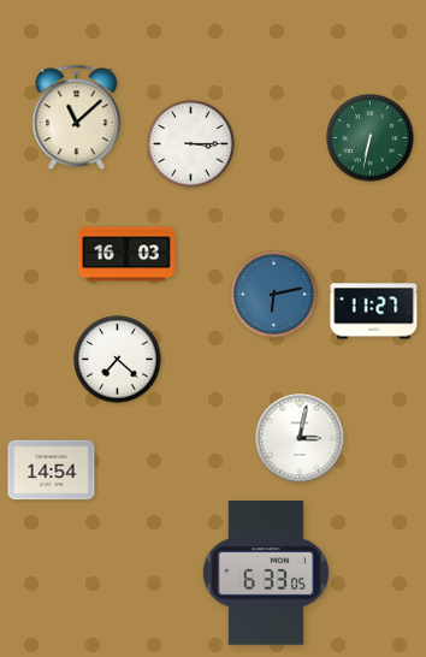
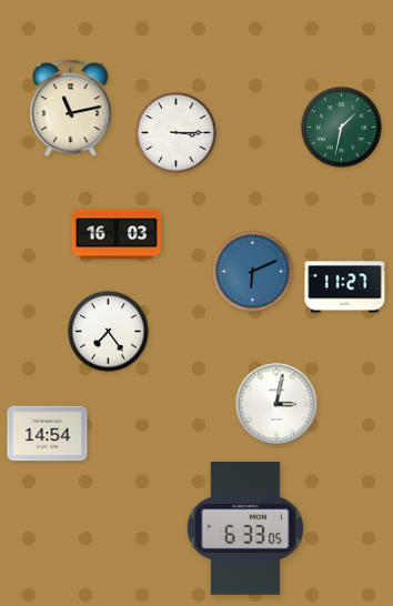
clock at (77, 118): 11:08 -> 11:13
clock at (371, 138): 6:32 -> 1:32
clock at (274, 295): 6:13 -> 6:11
clock at (118, 360): 7:22 -> 7:24
